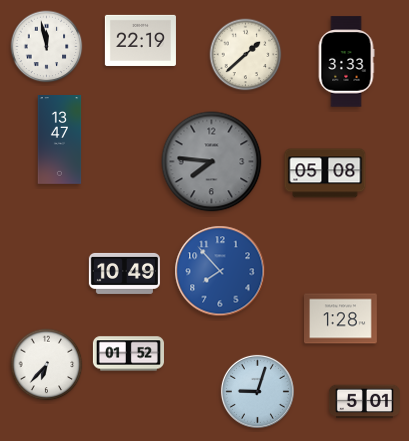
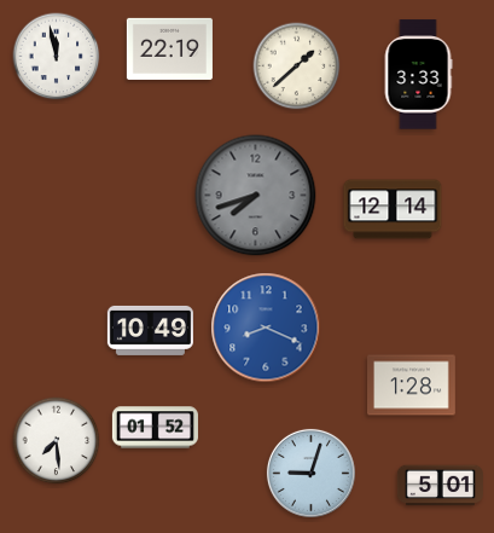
clock at (60, 140): 13:47 -> none
clock at (212, 162): 7:46 -> 7:42
clock at (325, 173): 05:08 -> 12:14
clock at (220, 271): 7:53 -> 8:19
clock at (47, 365): 6:37 -> 7:29
